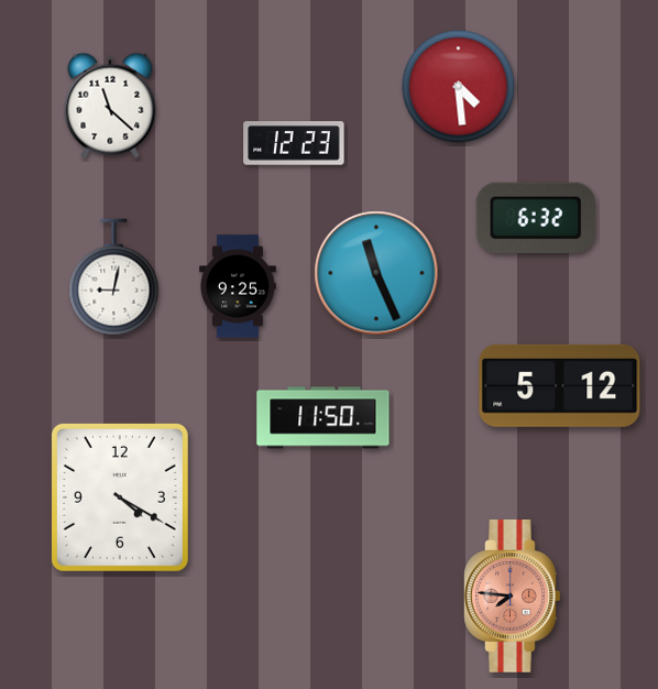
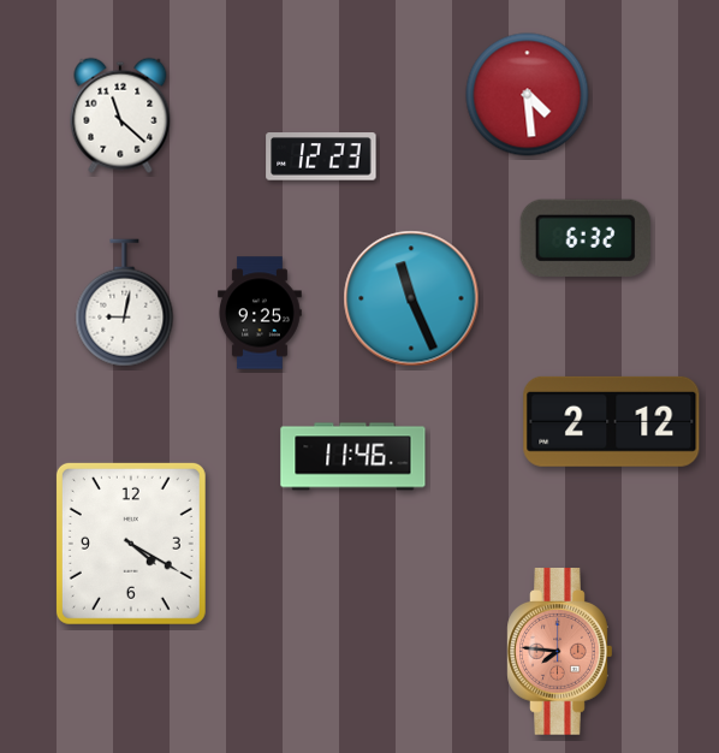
clock at (459, 87) position: (459, 87) -> (528, 95)
clock at (560, 385): 5:12 -> 2:12
clock at (323, 418): 11:50 -> 11:46
